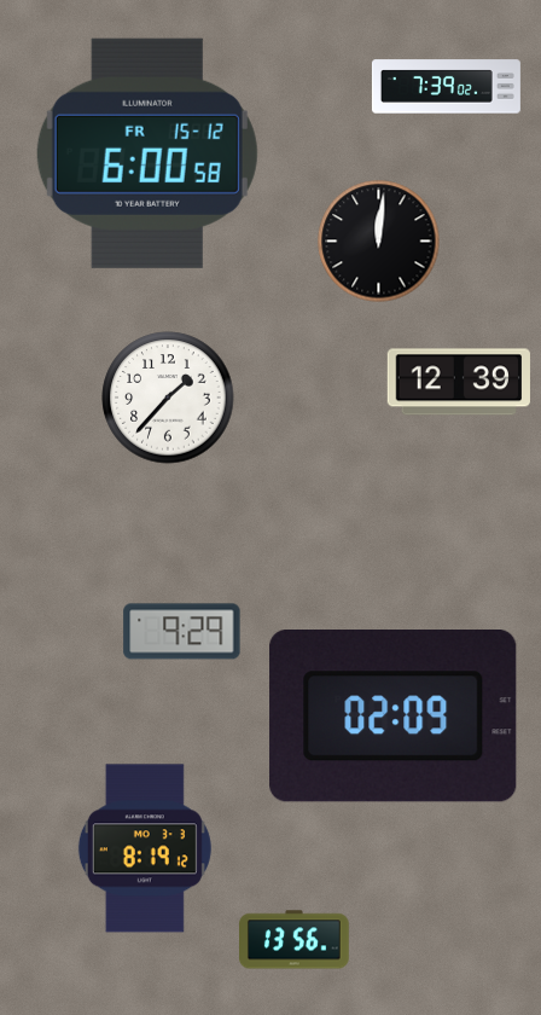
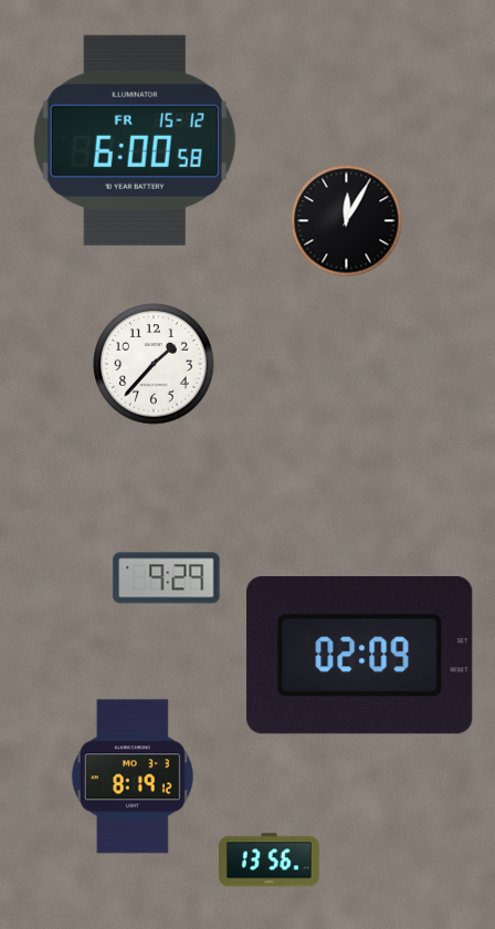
clock at (446, 87): 7:39 -> none
clock at (379, 242): 12:01 -> 12:05
clock at (459, 382): 12:39 -> none
